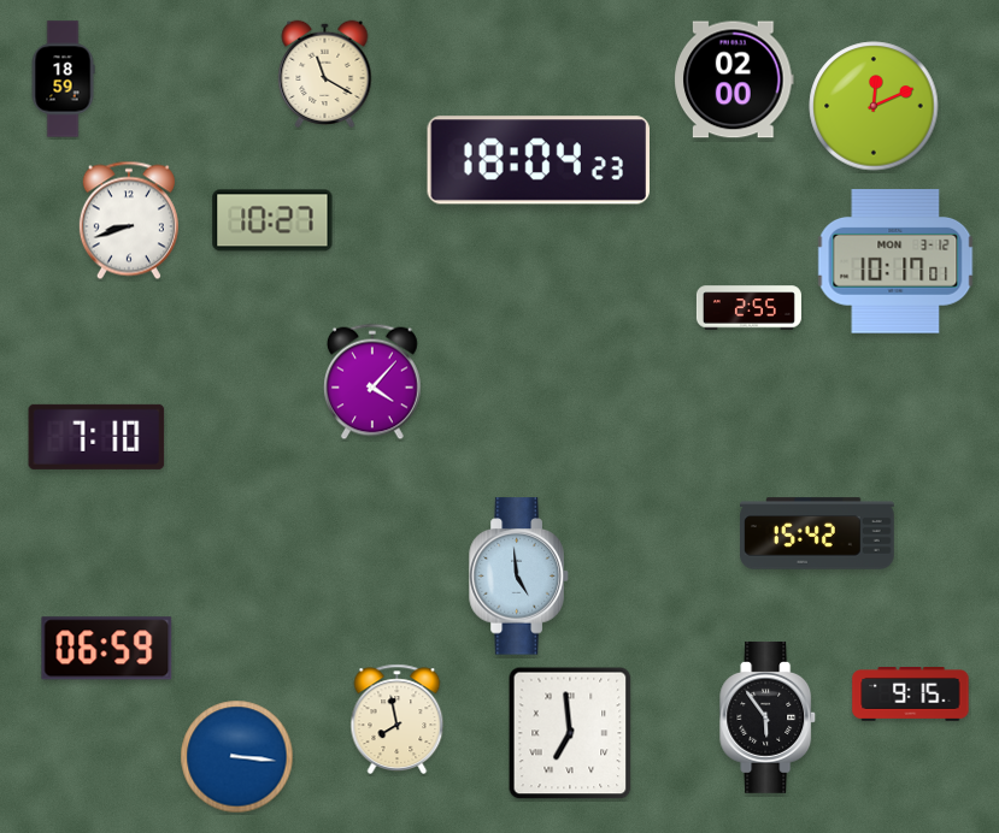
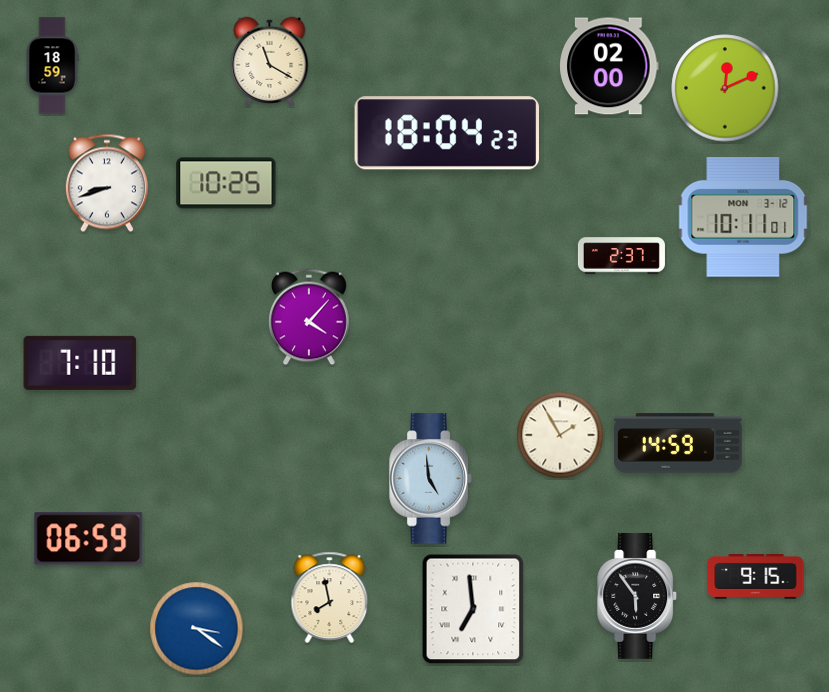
clock at (272, 220): 10:27 -> 10:25
clock at (895, 262): 10:17 -> 10:11
clock at (748, 308): 2:55 -> 2:37
clock at (560, 435): none -> 1:55
clock at (817, 533): 15:42 -> 14:59
clock at (237, 757): 3:16 -> 3:21
